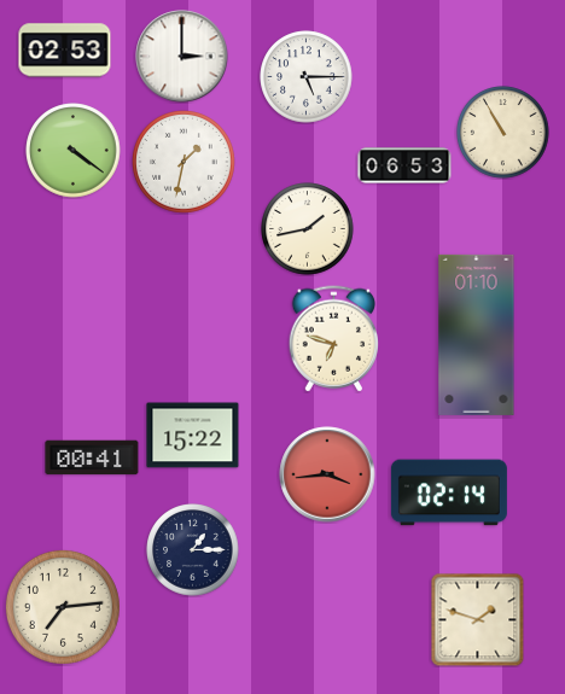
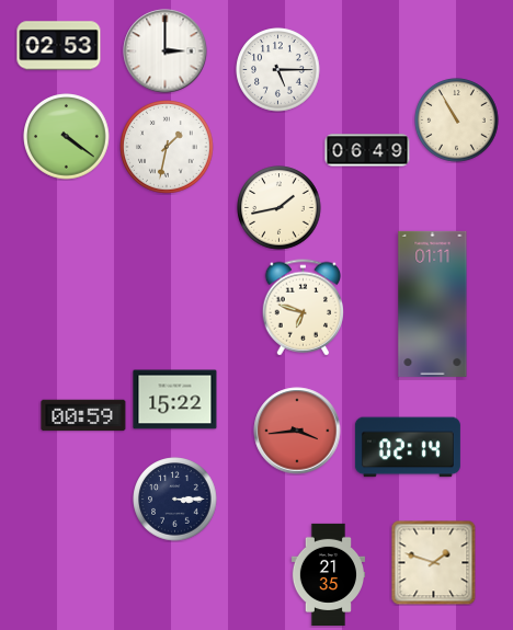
clock at (404, 165): 06:53 -> 06:49
clock at (477, 334): 01:10 -> 01:11
clock at (193, 436) position: (193, 436) -> (175, 400)
clock at (92, 457): 00:41 -> 00:59
clock at (193, 550): 1:15 -> 3:15
clock at (63, 607): 7:14 -> none
clock at (328, 574): none -> 21:35
